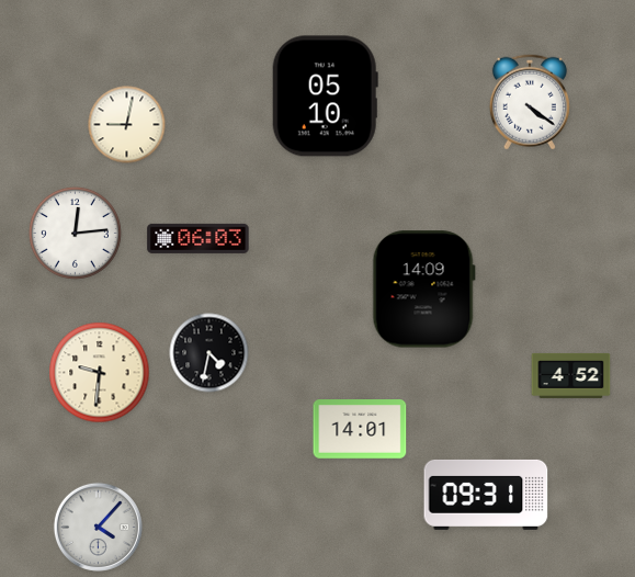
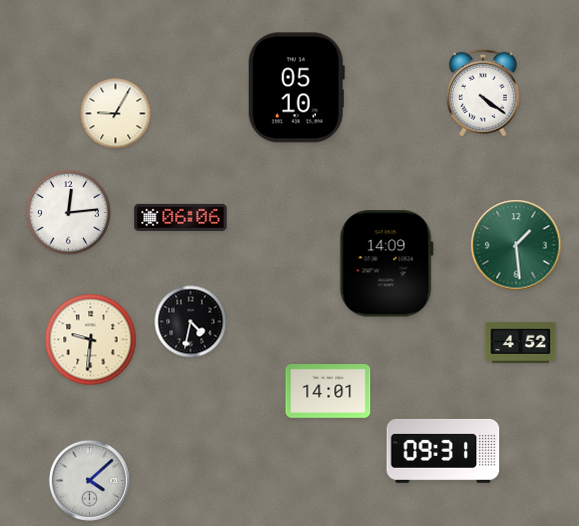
clock at (127, 125): 9:02 -> 9:05
clock at (199, 238): 06:03 -> 06:06
clock at (516, 245): none -> 1:29
clock at (98, 527): 4:07 -> 4:08
